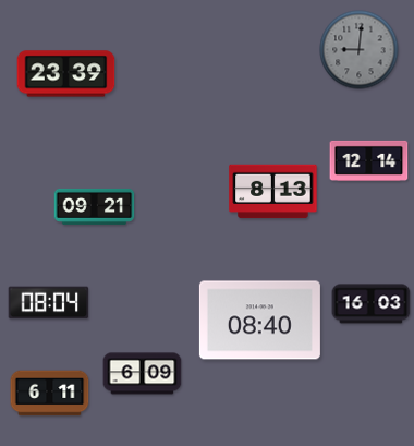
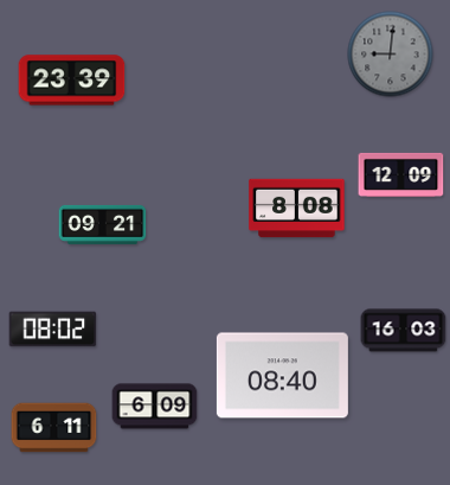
clock at (369, 160): 12:14 -> 12:09
clock at (273, 192): 8:13 -> 8:08
clock at (49, 303): 08:04 -> 08:02
clock at (259, 321) position: (259, 321) -> (282, 376)
